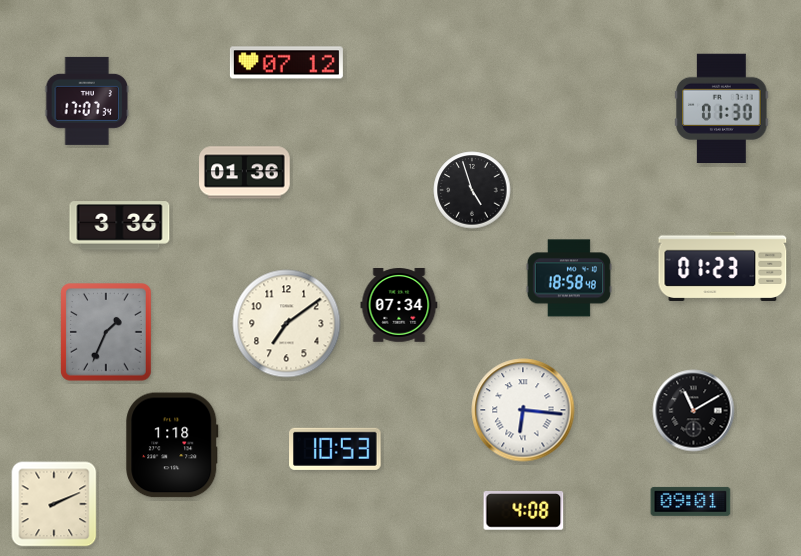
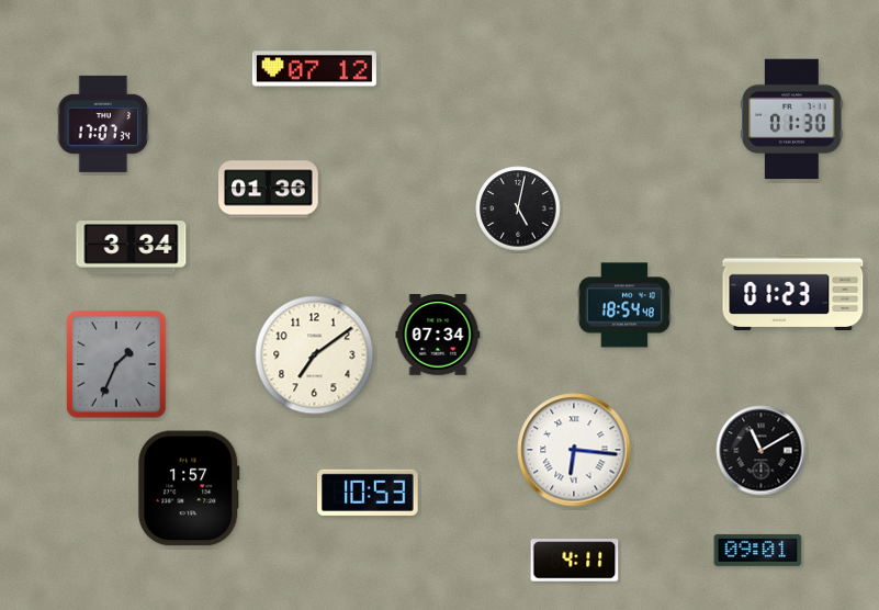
clock at (87, 101) position: (87, 101) -> (103, 124)
clock at (472, 190): 4:57 -> 5:02
clock at (120, 226): 3:36 -> 3:34
clock at (569, 278): 18:58 -> 18:54
clock at (172, 445): 1:18 -> 1:57
clock at (54, 504): 2:11 -> none
clock at (524, 511): 4:08 -> 4:11
